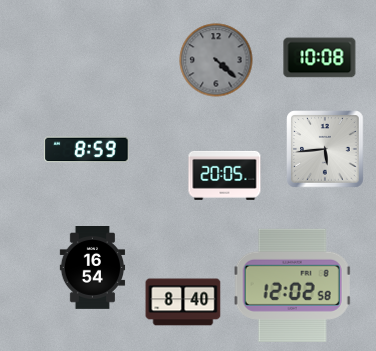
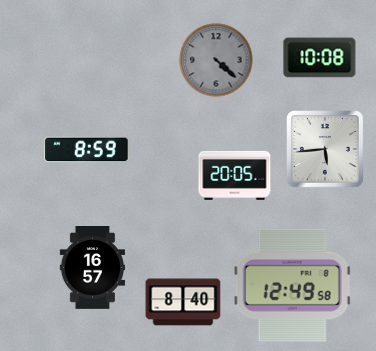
clock at (225, 175) position: (225, 175) -> (235, 175)
clock at (93, 268): 16:54 -> 16:57
clock at (293, 285): 12:02 -> 12:49
